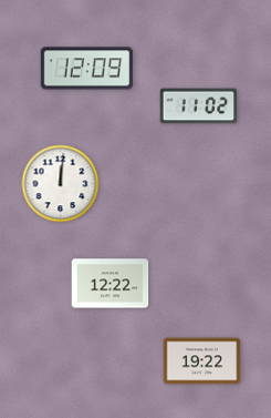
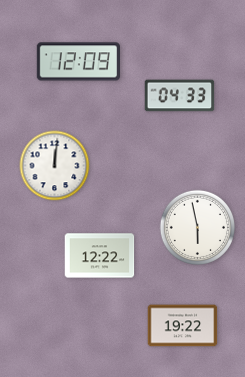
clock at (199, 106): 11:02 -> 04:33
clock at (197, 227): none -> 5:58
